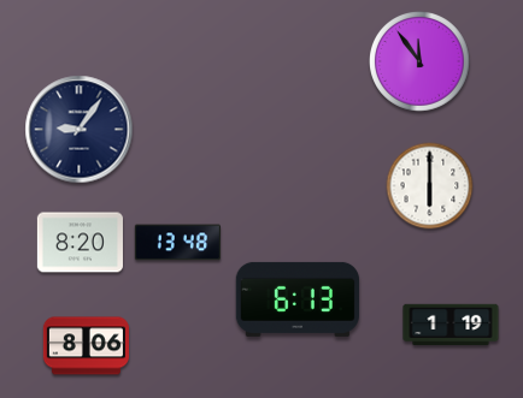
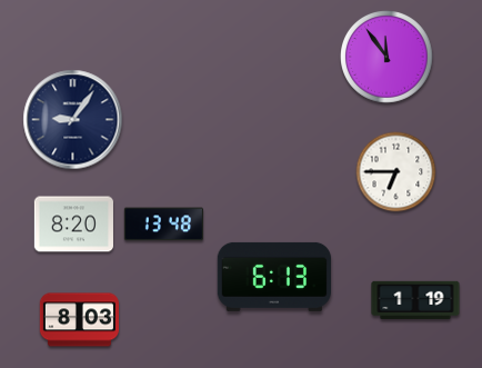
clock at (430, 186): 6:00 -> 6:45
clock at (86, 346): 8:06 -> 8:03
